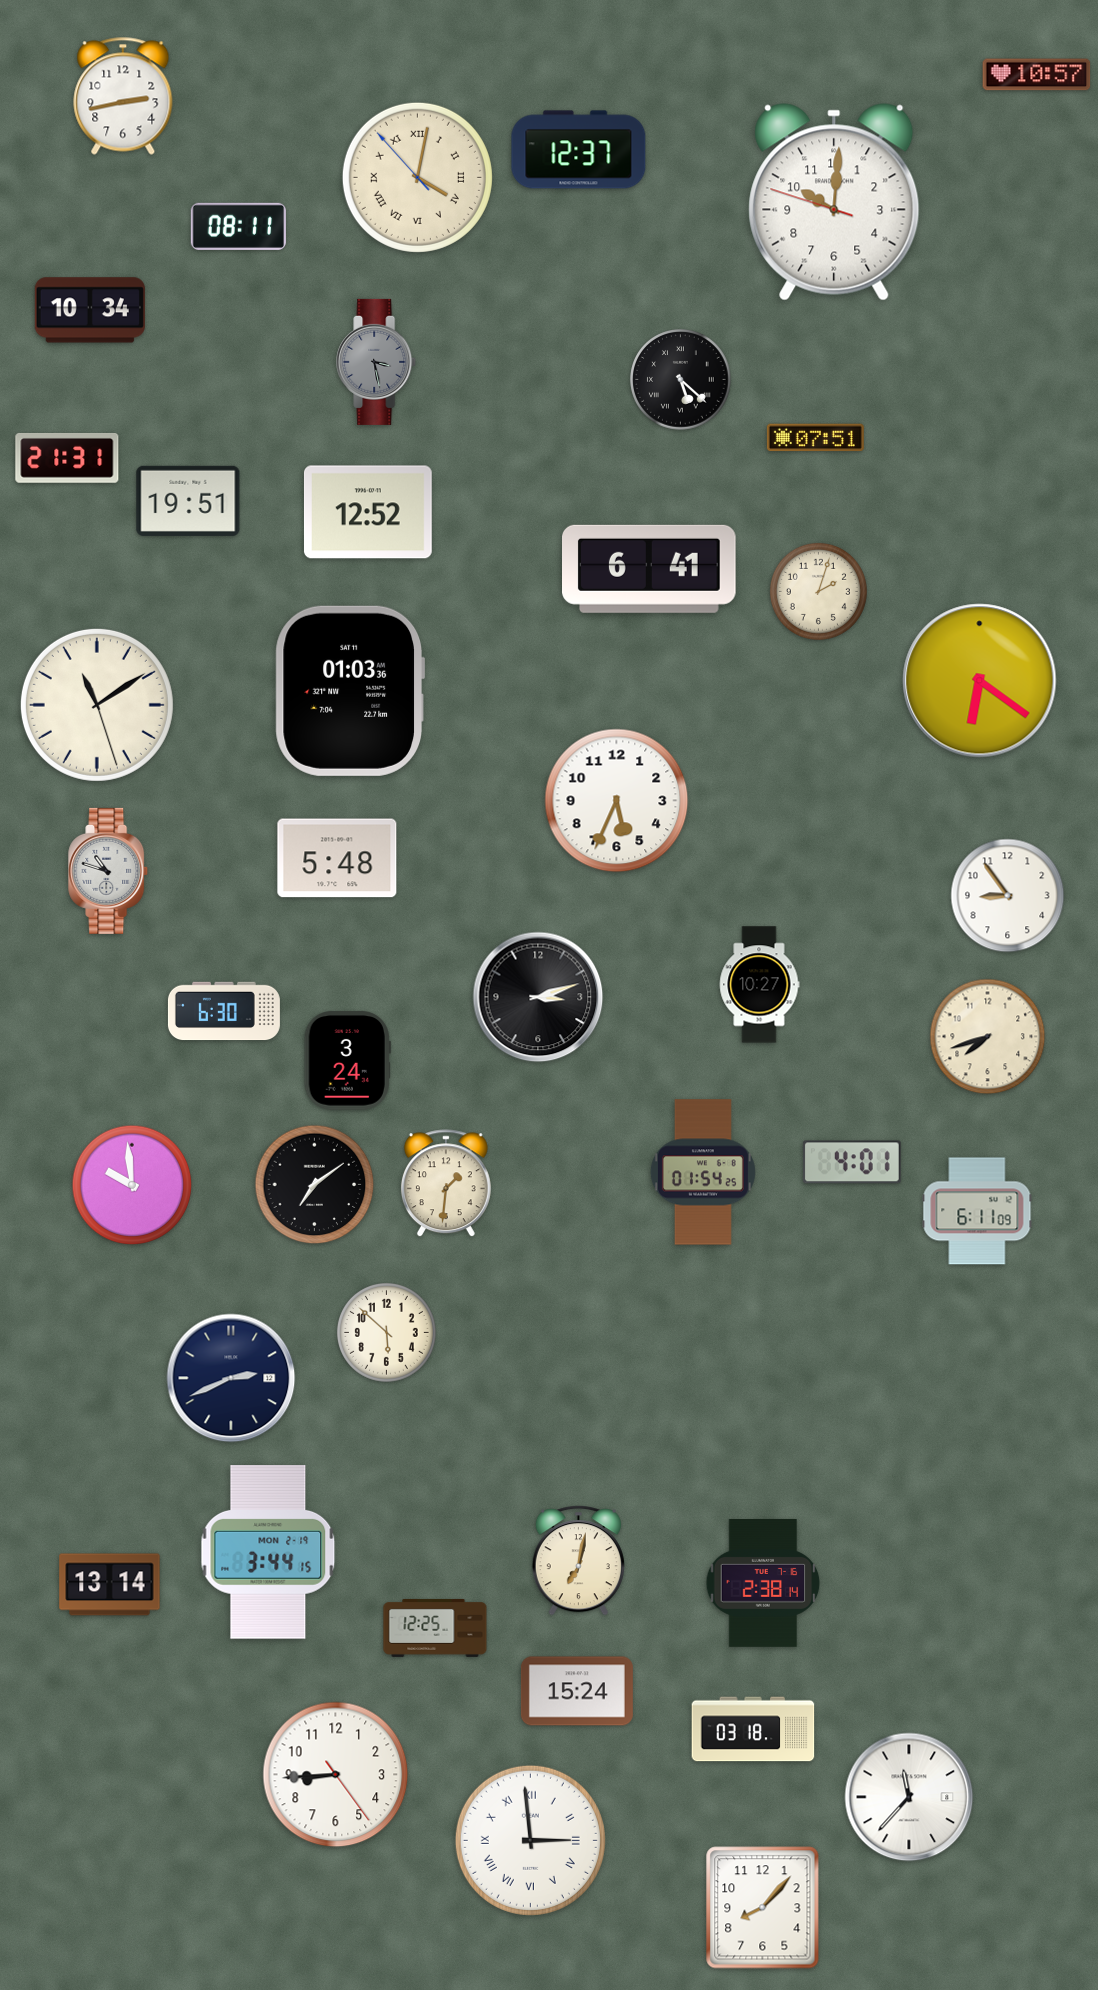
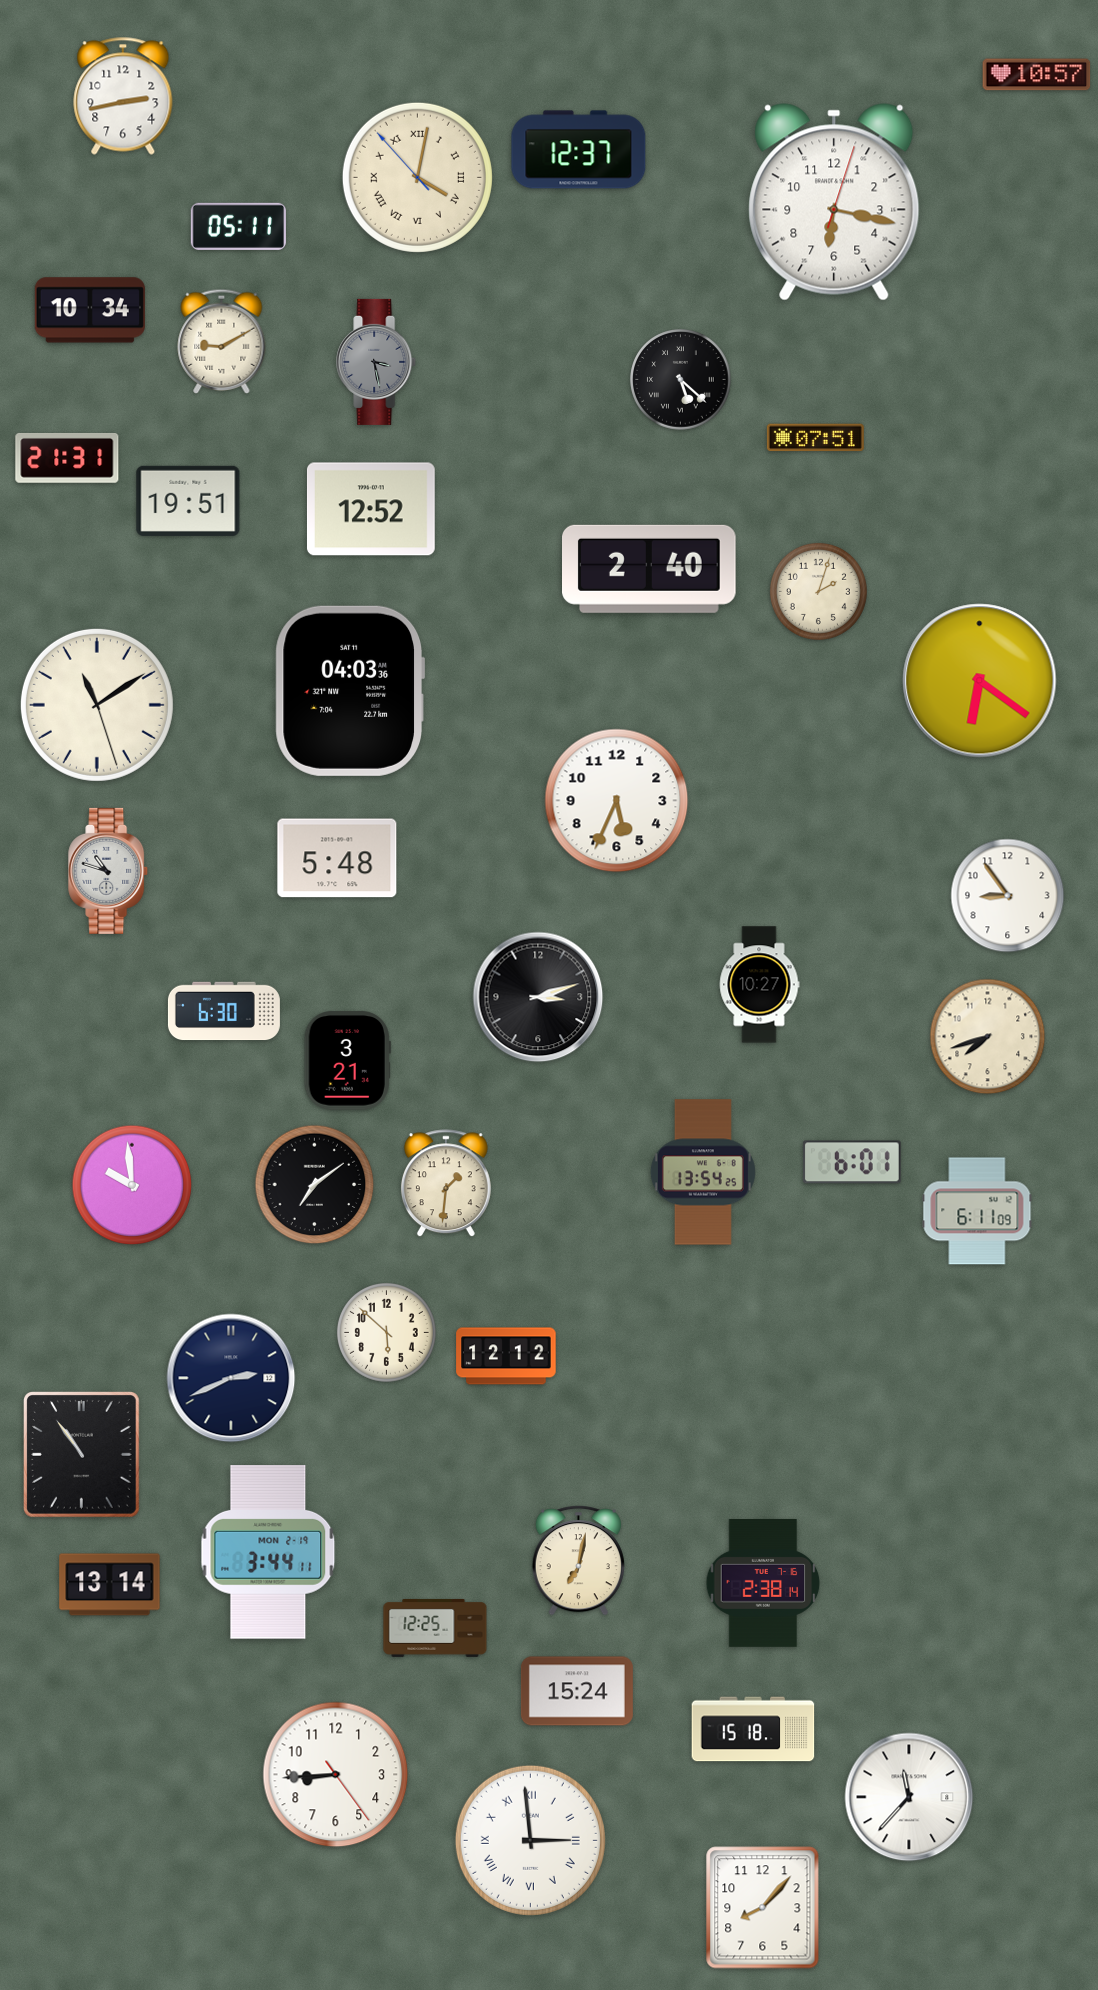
clock at (834, 202): 10:00 -> 6:17
clock at (238, 226): 08:11 -> 05:11
clock at (222, 341): none -> 9:10
clock at (368, 512) position: (368, 512) -> (371, 509)
clock at (650, 569): 6:41 -> 2:40
clock at (350, 691): 01:03 -> 04:03
clock at (347, 1061): 3:24 -> 3:21
clock at (852, 1162): 4:01 -> 6:01
clock at (703, 1172): 01:54 -> 13:54
clock at (506, 1356): none -> 12:12
clock at (82, 1455): none -> 10:54
clock at (268, 1553): 3:44:15 -> 3:44:11
clock at (753, 1729): 03:18 -> 15:18
